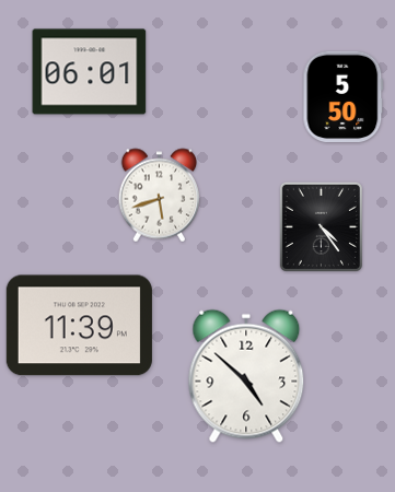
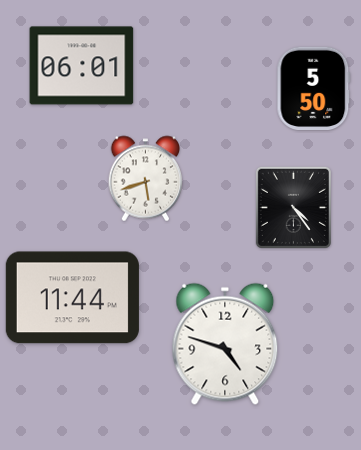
clock at (79, 326): 11:39 -> 11:44
clock at (246, 376): 4:52 -> 4:48
